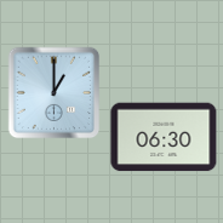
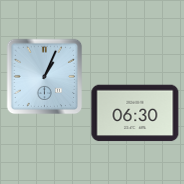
clock at (55, 93): 1:00 -> 1:04
